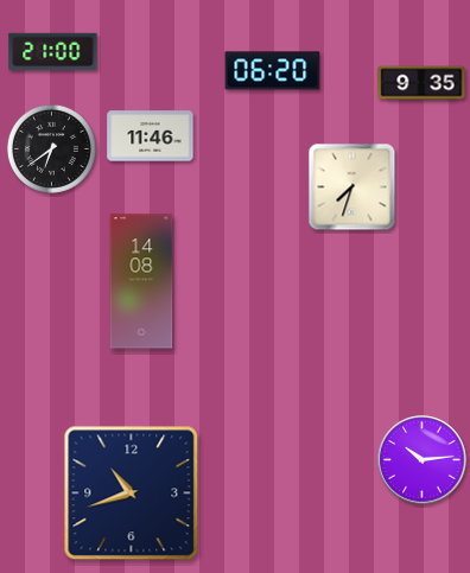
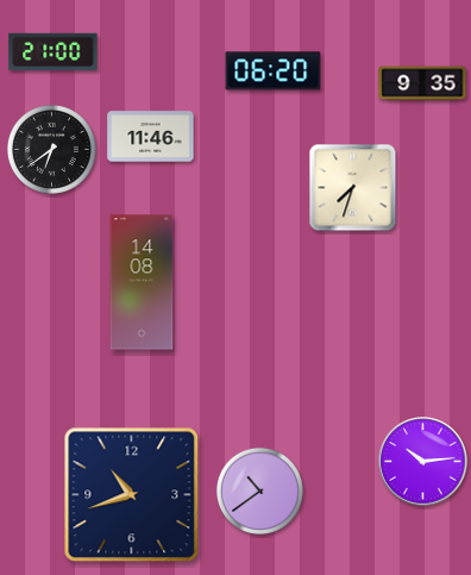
clock at (259, 490): none -> 10:39
